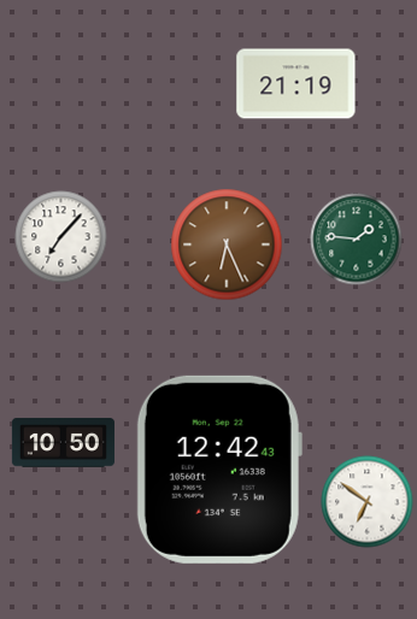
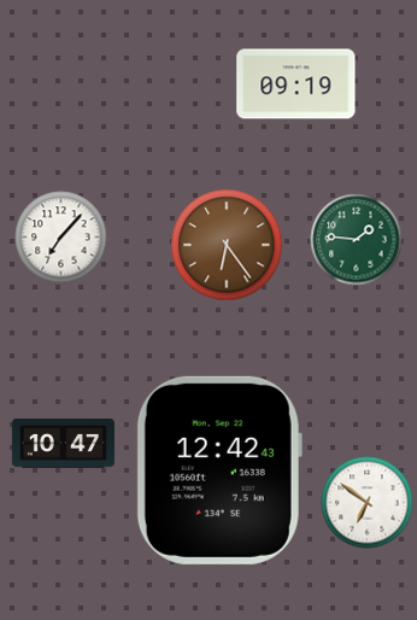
clock at (296, 84): 21:19 -> 09:19
clock at (227, 244): 6:26 -> 6:24
clock at (63, 443): 10:50 -> 10:47
